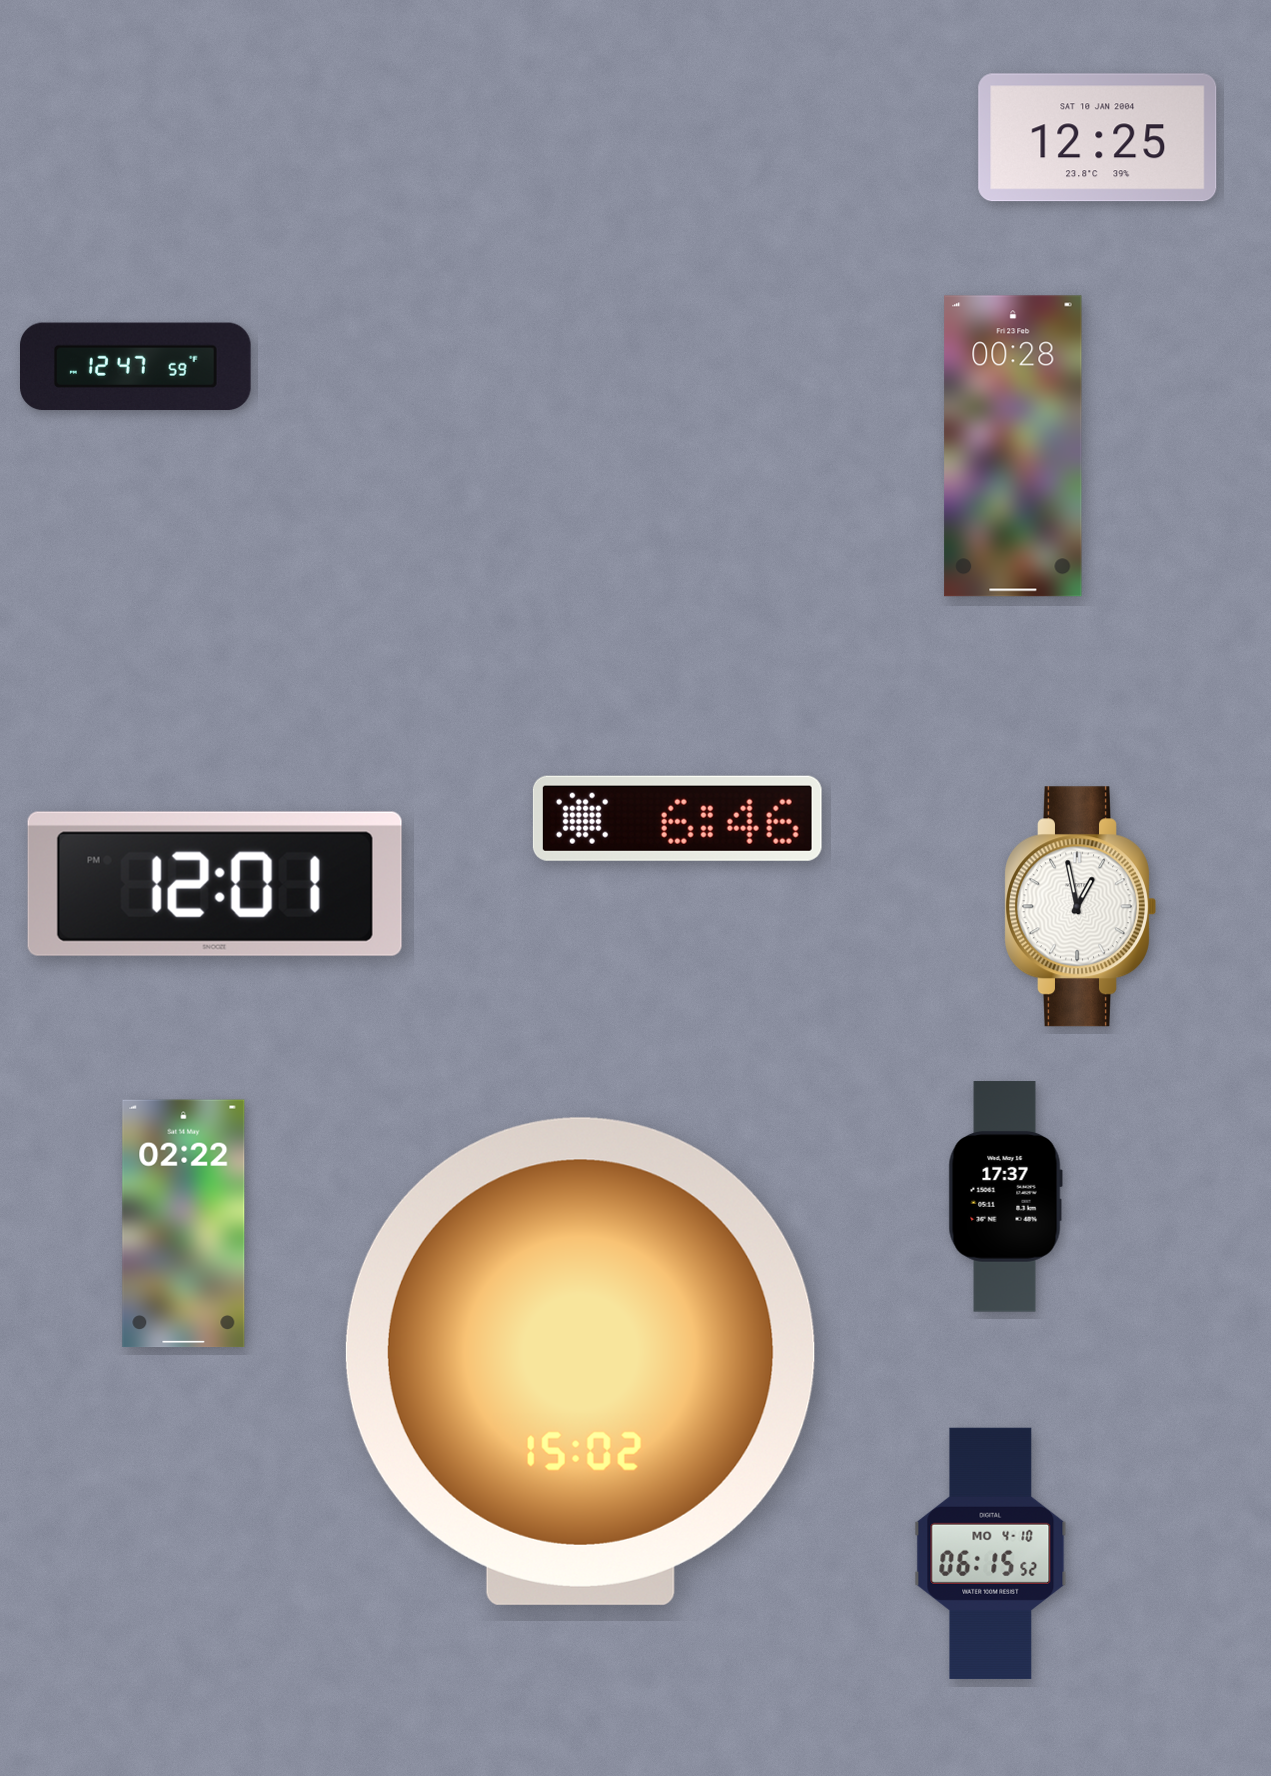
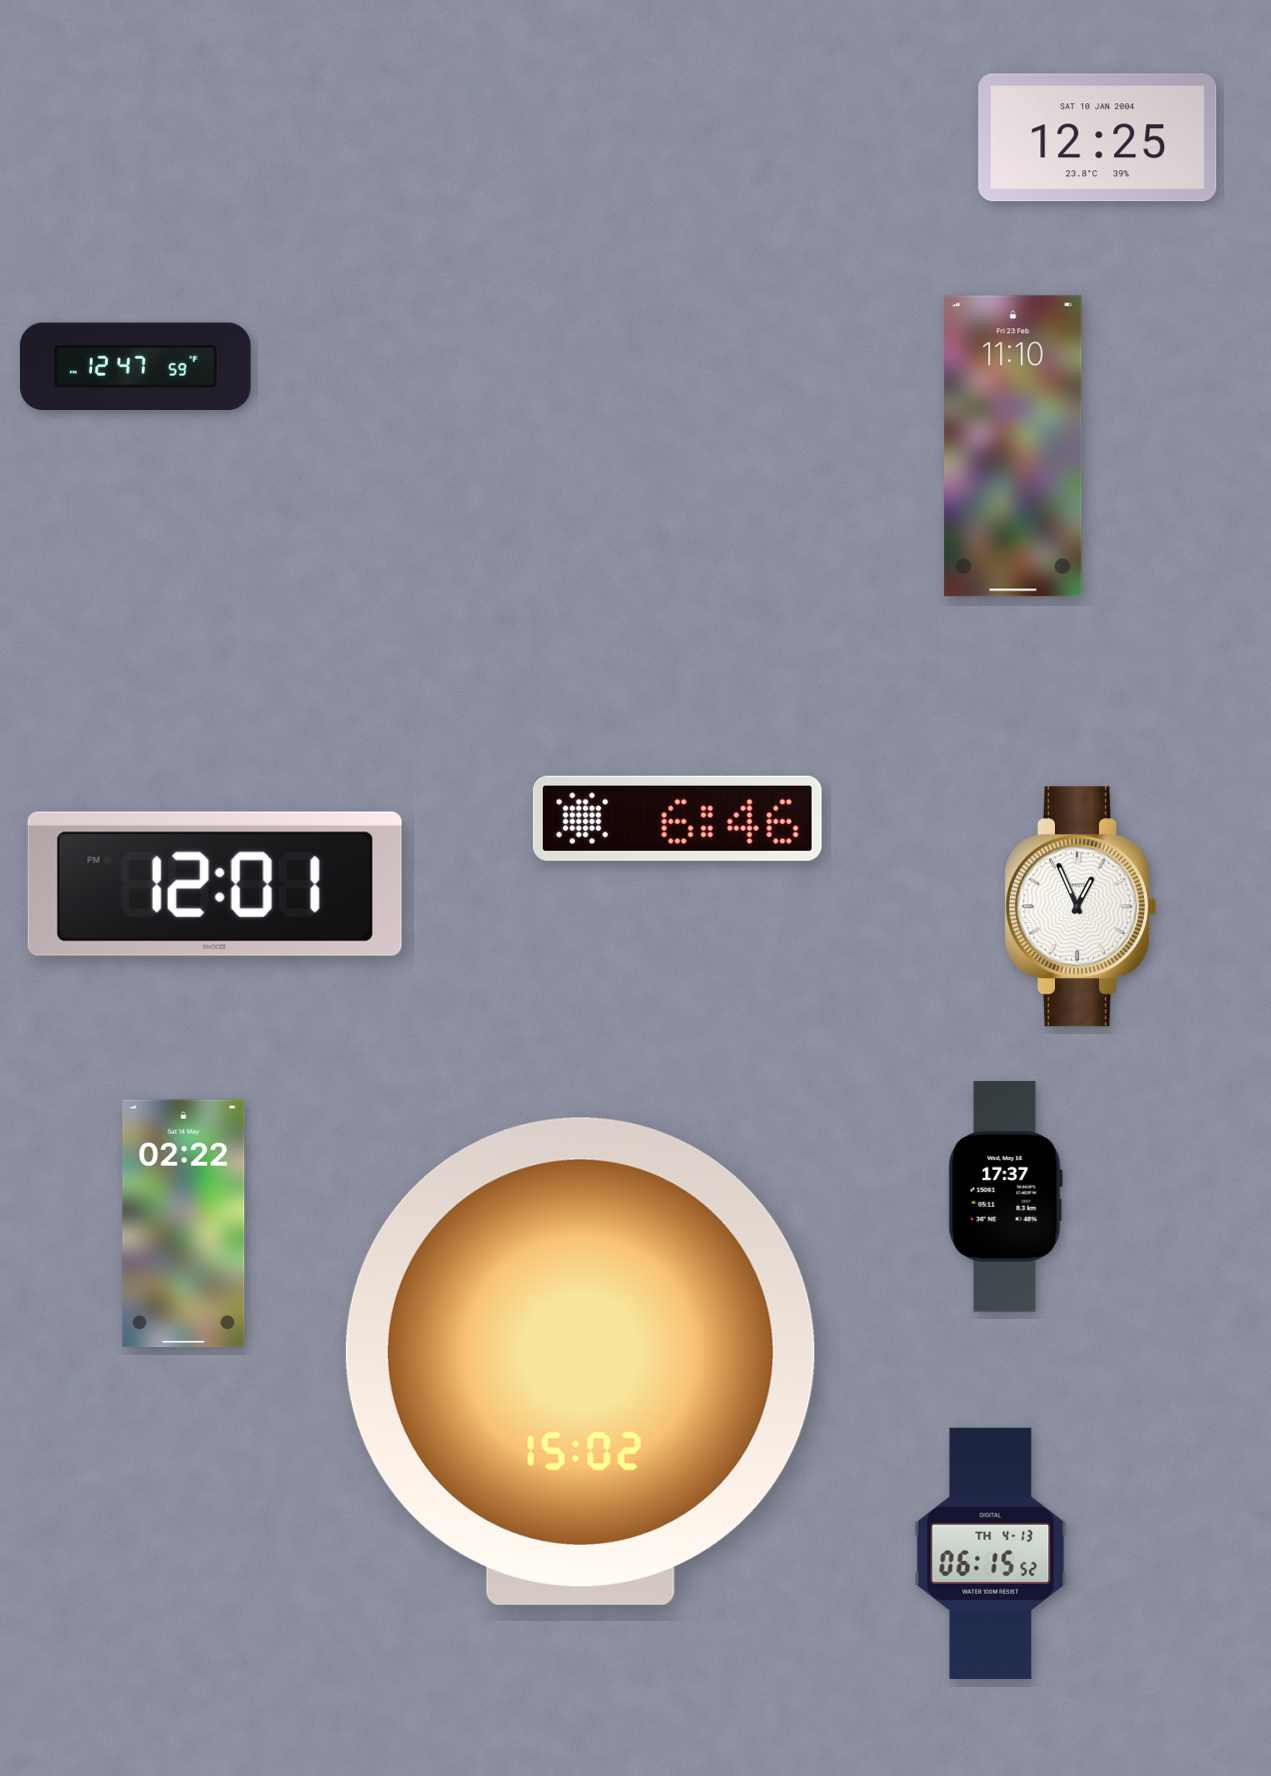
clock at (1013, 446): 00:28 -> 11:10
clock at (1081, 907): 12:58 -> 12:56
clock at (991, 1553) date: MO 4-10 -> TH 4-13
